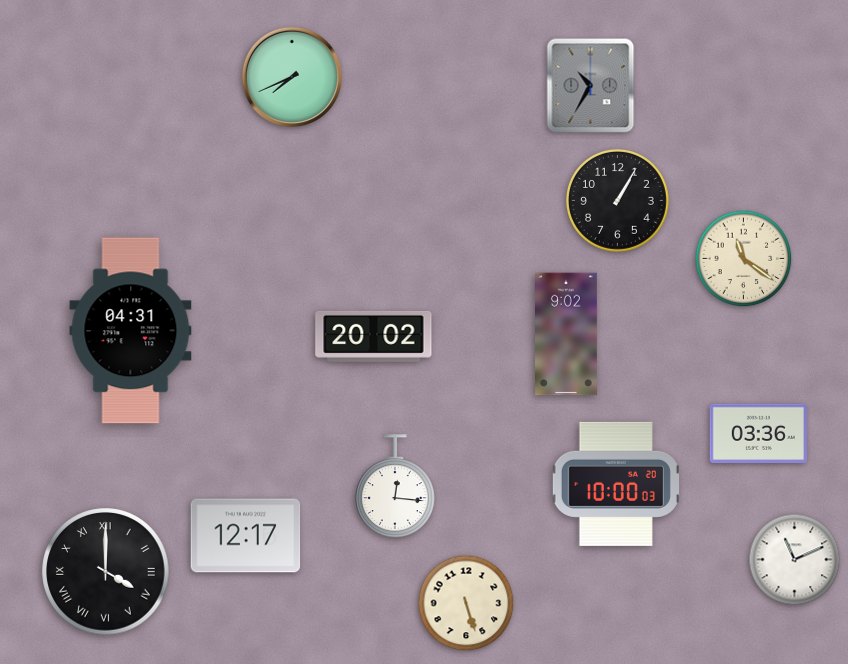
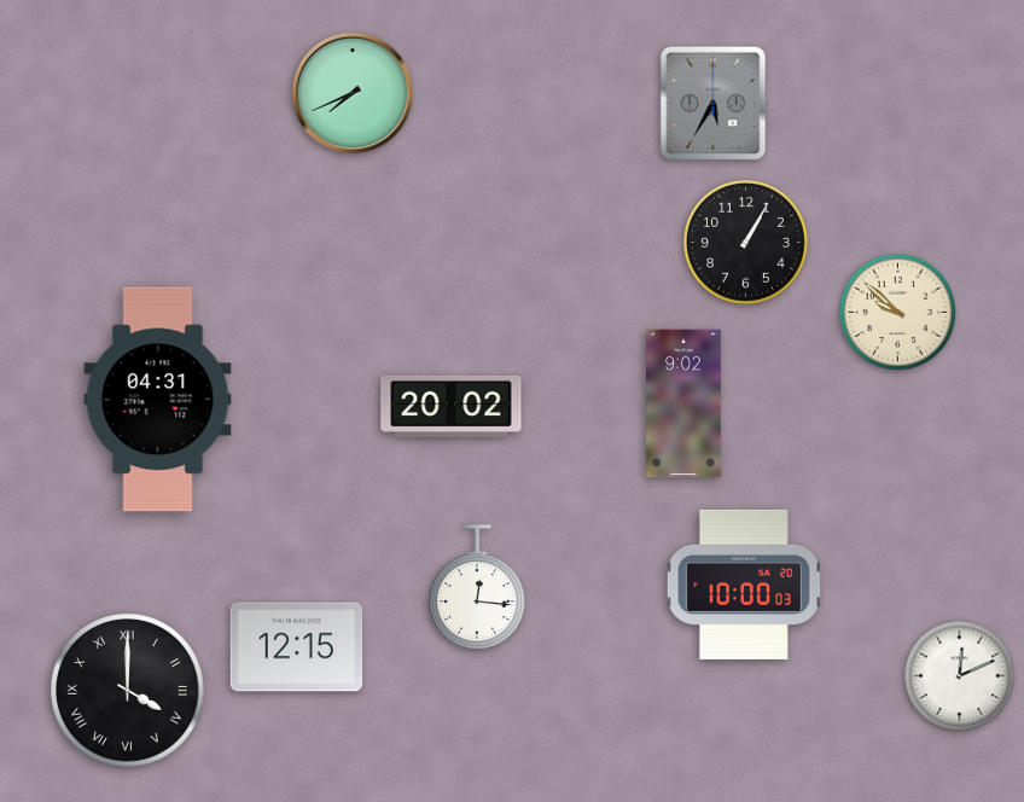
clock at (591, 86): 10:35 -> 5:35
clock at (744, 259): 11:21 -> 9:52
clock at (758, 433): 03:36 -> none
clock at (246, 536): 12:17 -> 12:15
clock at (795, 560): 11:11 -> 12:11
clock at (466, 603): 5:27 -> none
